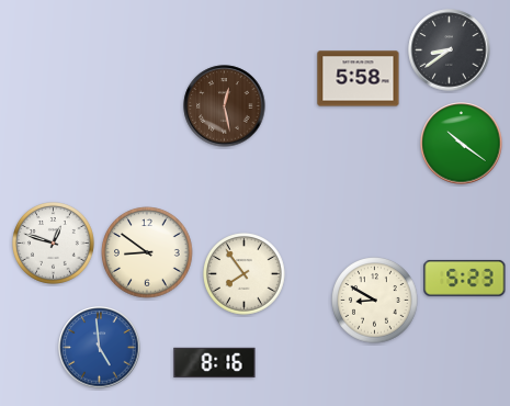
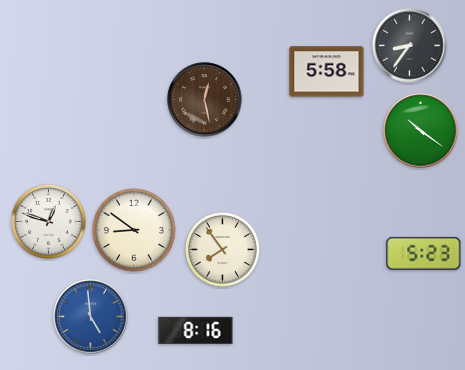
clock at (450, 50): 8:39 -> 8:36
clock at (225, 106) position: (225, 106) -> (205, 100)
clock at (375, 301): 8:50 -> none
